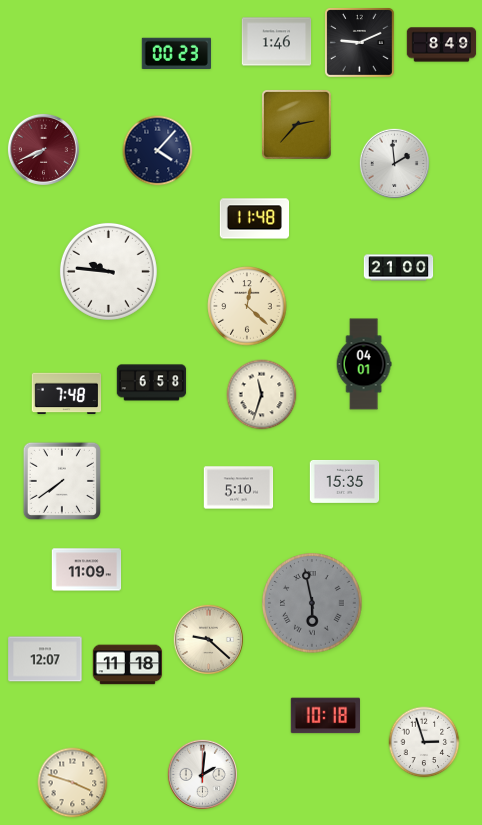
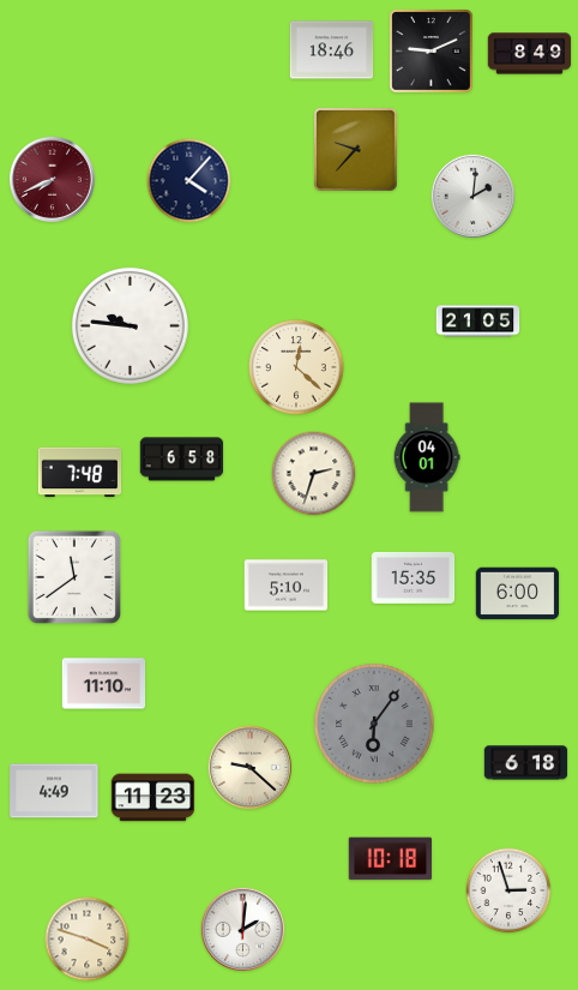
clock at (277, 42): 1:46 -> 18:46
clock at (176, 53): 00:23 -> none
clock at (297, 125): 2:37 -> 9:37
clock at (394, 163): 1:59 -> 2:01
clock at (255, 219): 11:48 -> none
clock at (399, 268): 21:00 -> 21:05
clock at (364, 364) position: (364, 364) -> (427, 457)
clock at (262, 395): 11:33 -> 2:33
clock at (62, 481): 7:39 -> 11:39
clock at (518, 594): none -> 6:00
clock at (87, 570): 11:09 -> 11:10
clock at (312, 603): 5:58 -> 6:06
clock at (526, 763): none -> 6:18
clock at (45, 659): 12:07 -> 4:49
clock at (128, 665): 11:18 -> 11:23
